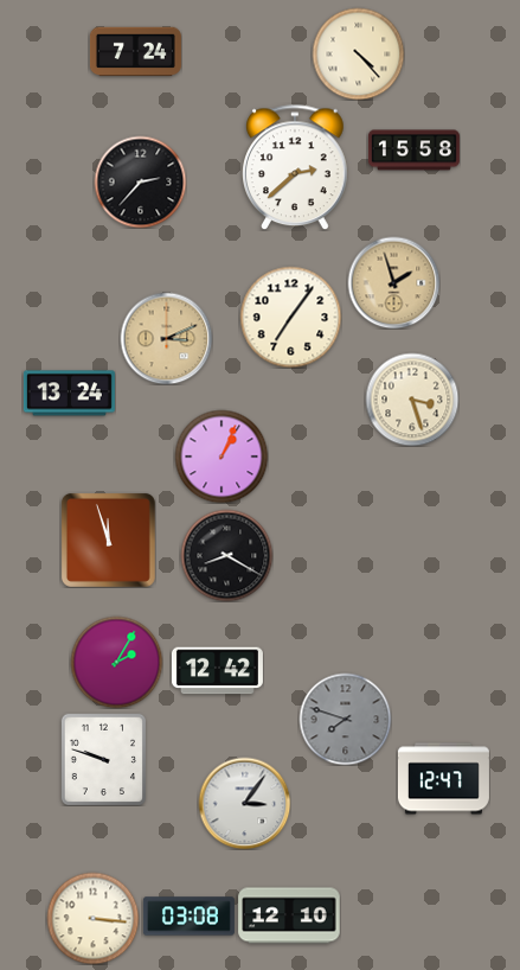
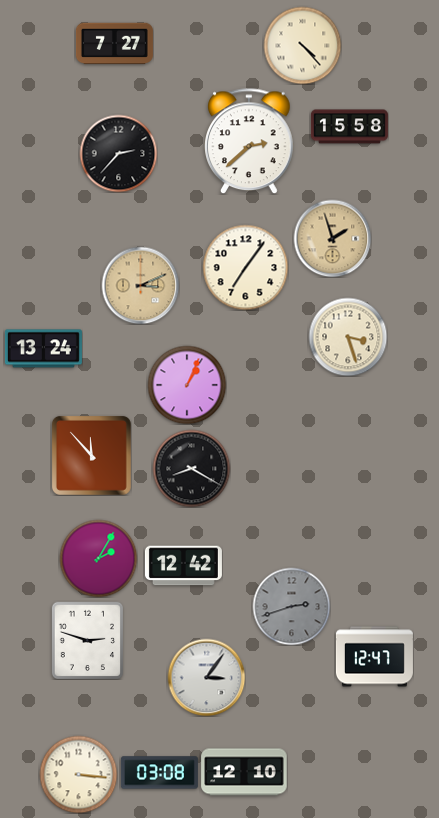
clock at (135, 52): 7:24 -> 7:27
clock at (69, 394) position: (69, 394) -> (43, 349)
clock at (108, 540): 11:57 -> 11:53
clock at (345, 719): 7:48 -> 2:42
clock at (103, 759): 9:48 -> 2:48
